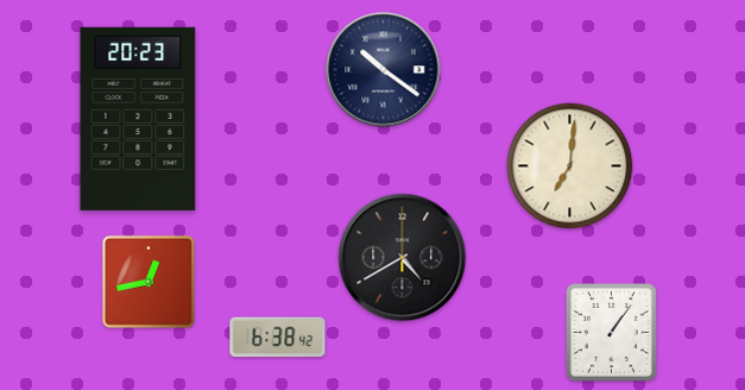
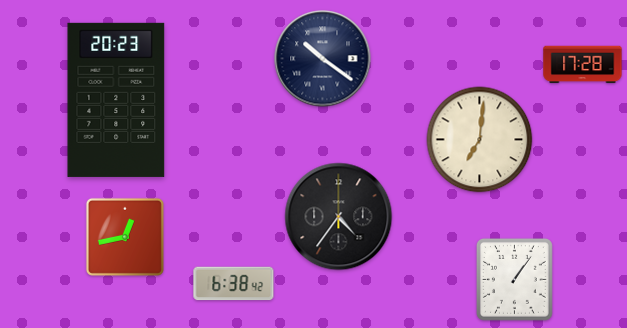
clock at (583, 65): none -> 17:28
clock at (403, 258): 4:40 -> 4:36
